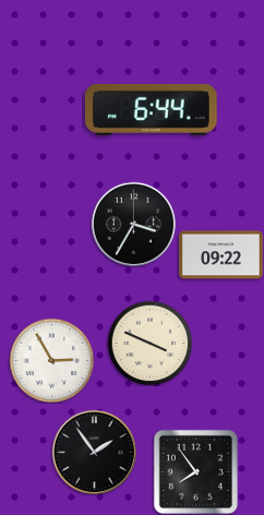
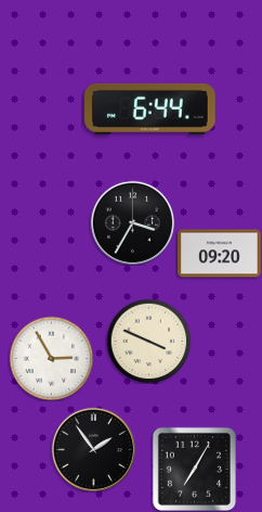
clock at (221, 255): 09:22 -> 09:20
clock at (195, 471): 7:54 -> 7:05
